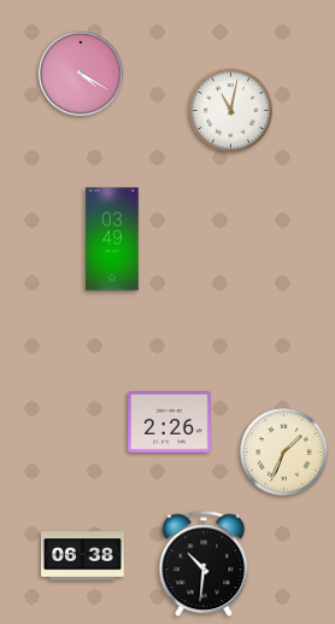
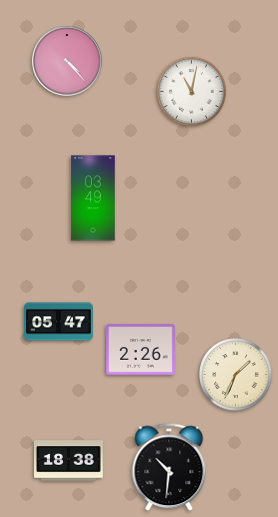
clock at (81, 74): 4:20 -> 4:23
clock at (59, 322): none -> 05:47
clock at (83, 556): 06:38 -> 18:38
